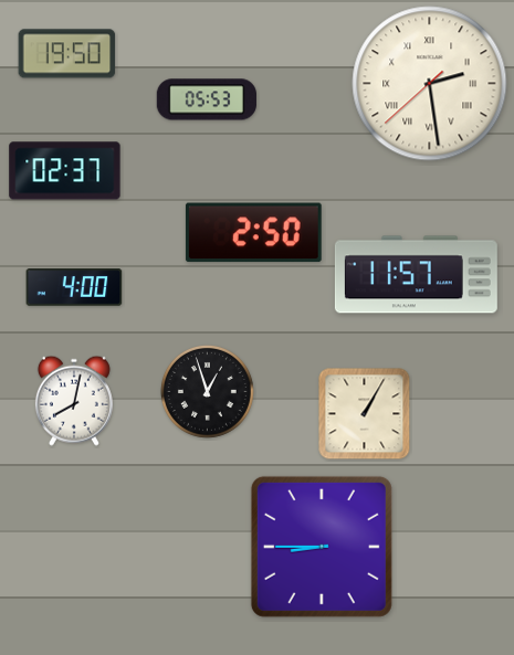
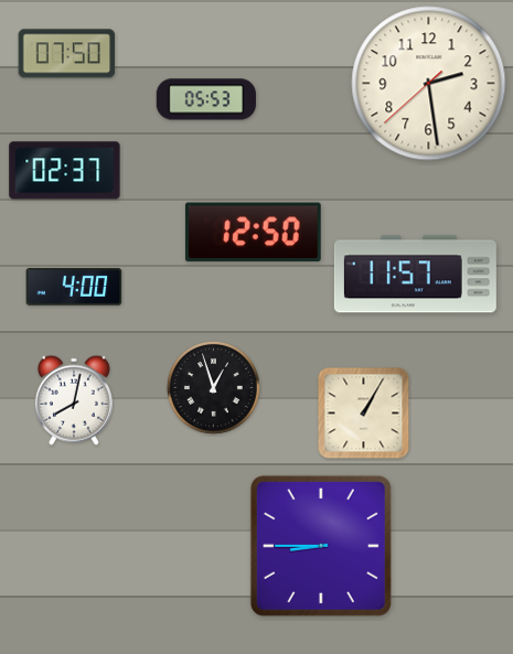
clock at (67, 54): 19:50 -> 07:50
clock at (430, 84) numerals: Roman -> Arabic
clock at (253, 233): 2:50 -> 12:50
clock at (207, 391) position: (207, 391) -> (213, 387)
